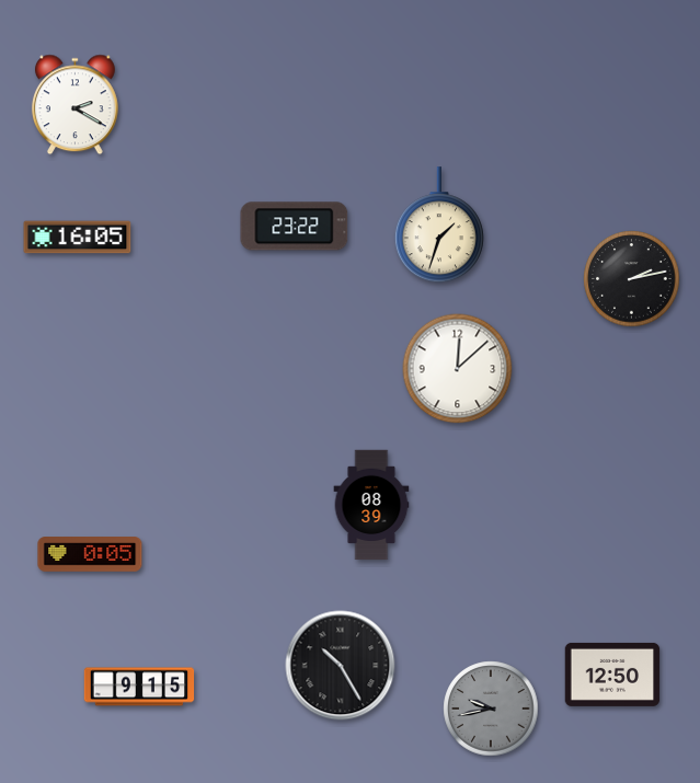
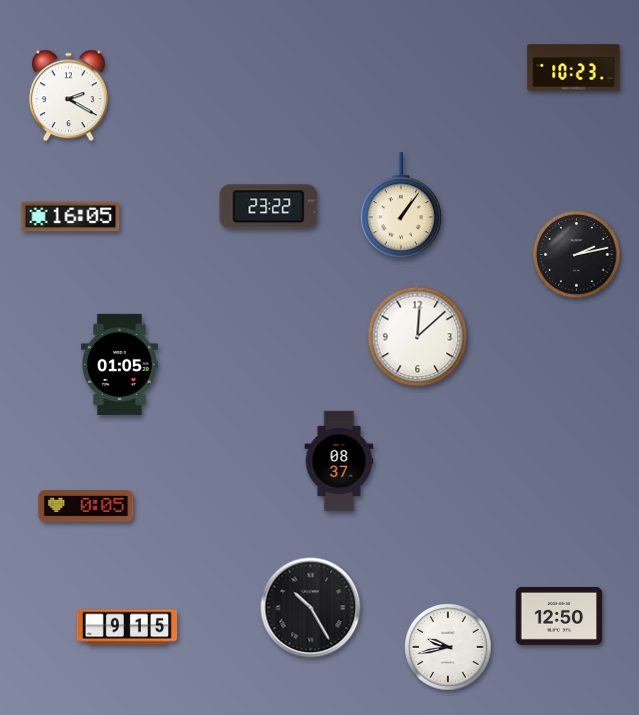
clock at (574, 68): none -> 10:23
clock at (439, 226): 1:33 -> 1:06
clock at (119, 364): none -> 01:05
clock at (371, 505): 08:39 -> 08:37
clock at (90, 554) position: (90, 554) -> (86, 506)
clock at (491, 709) dial: grey -> white
